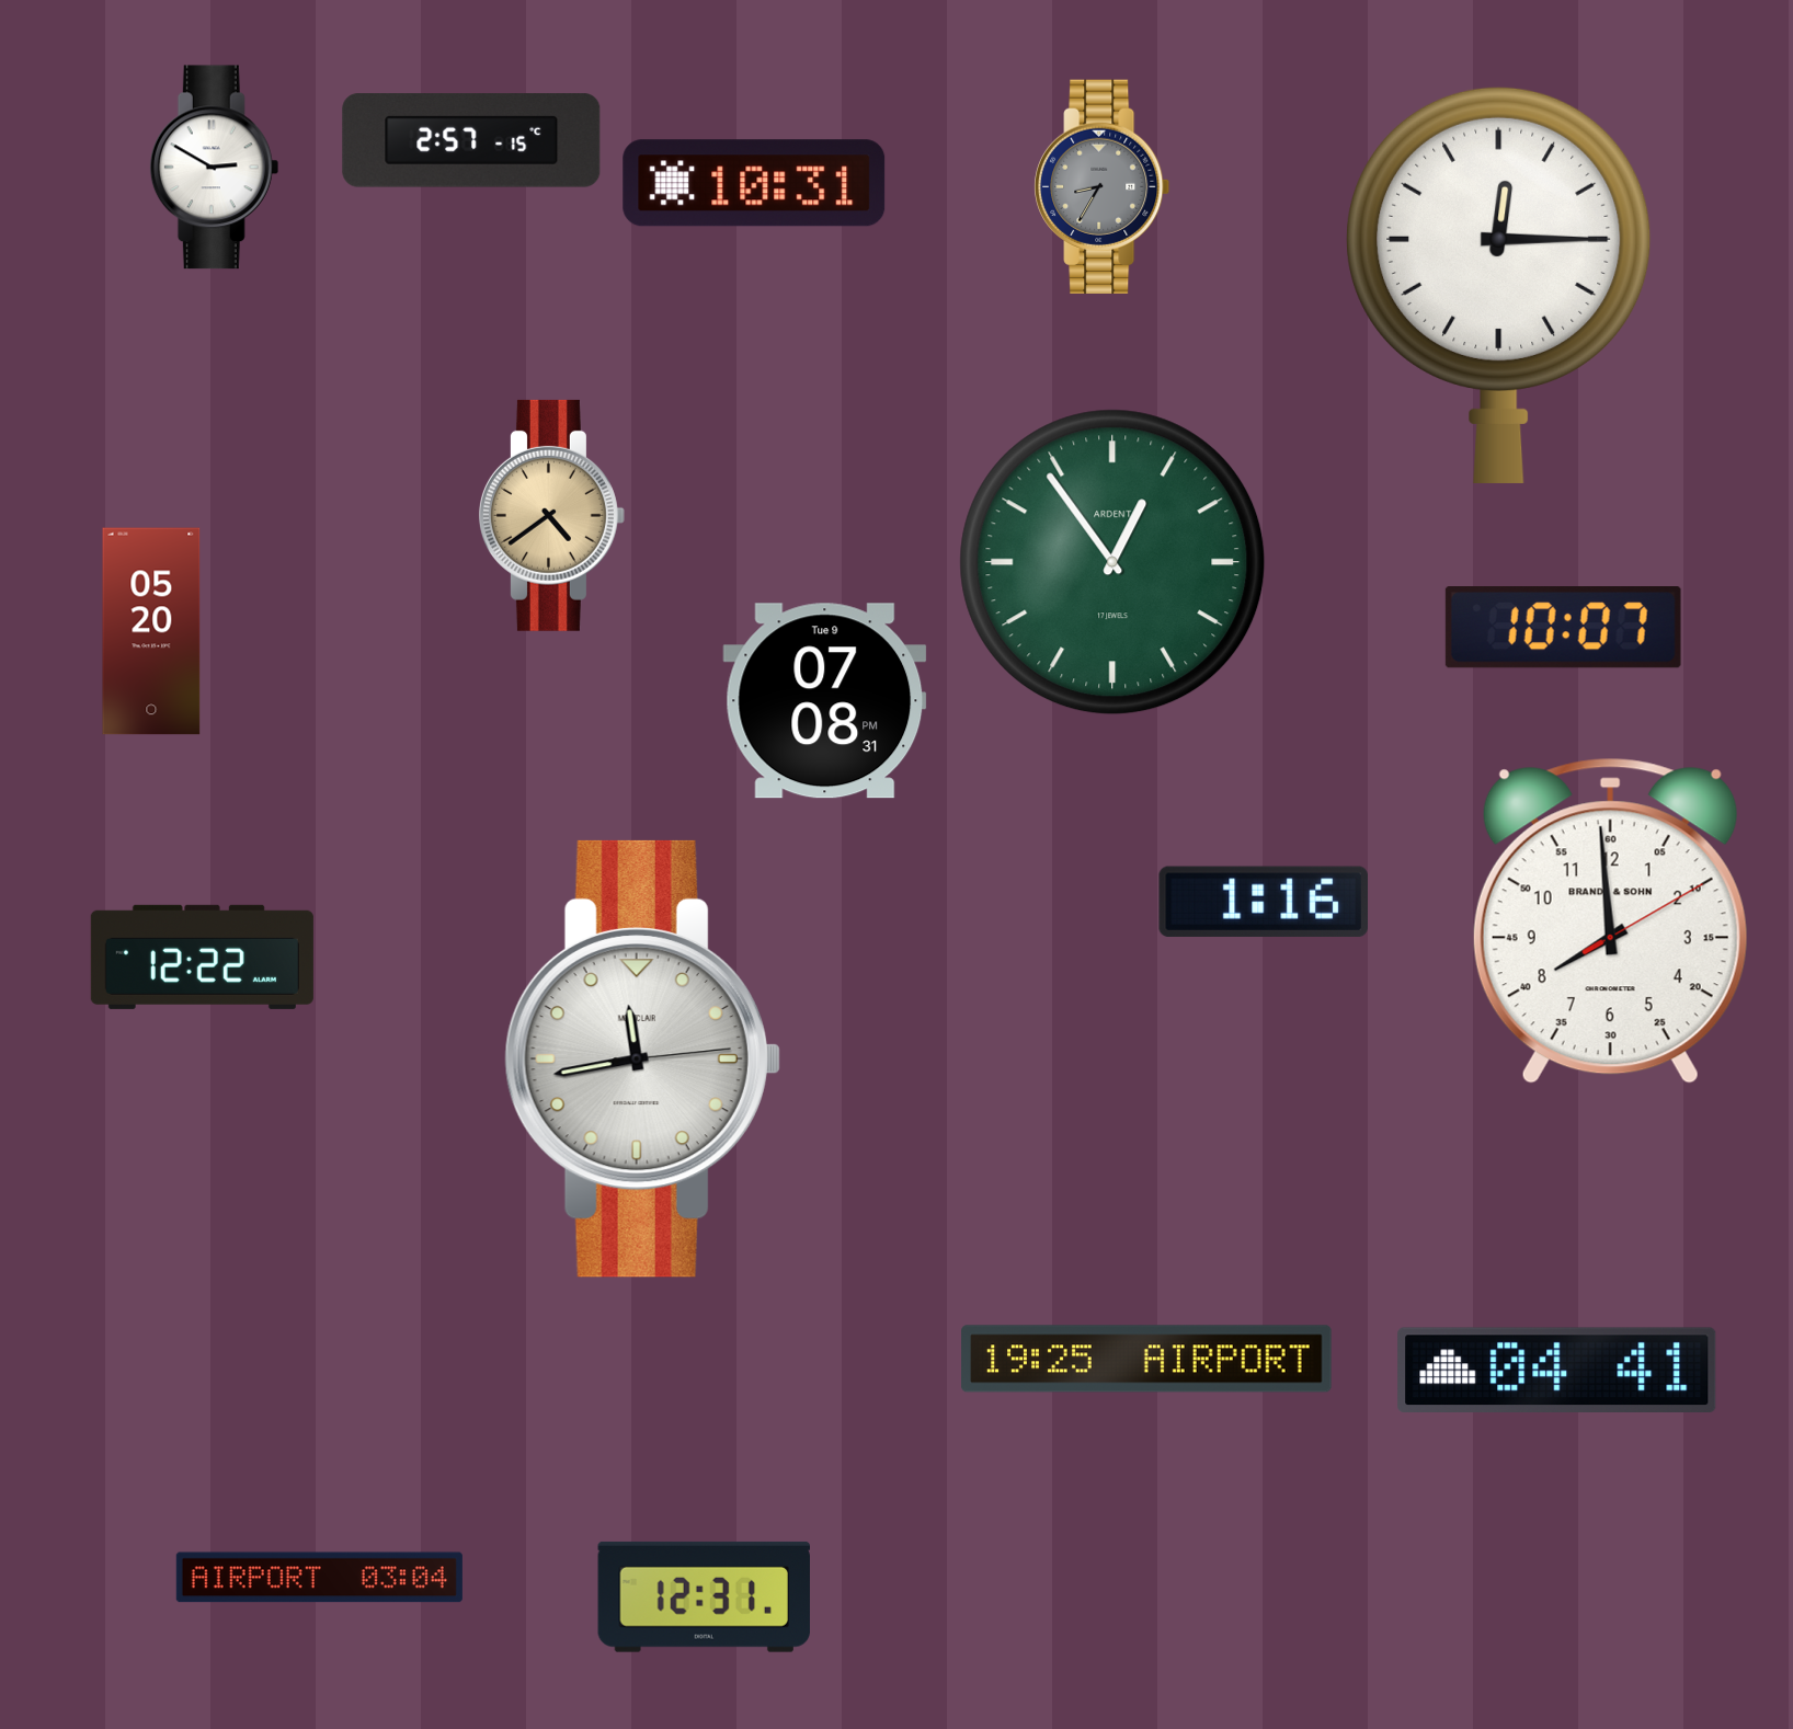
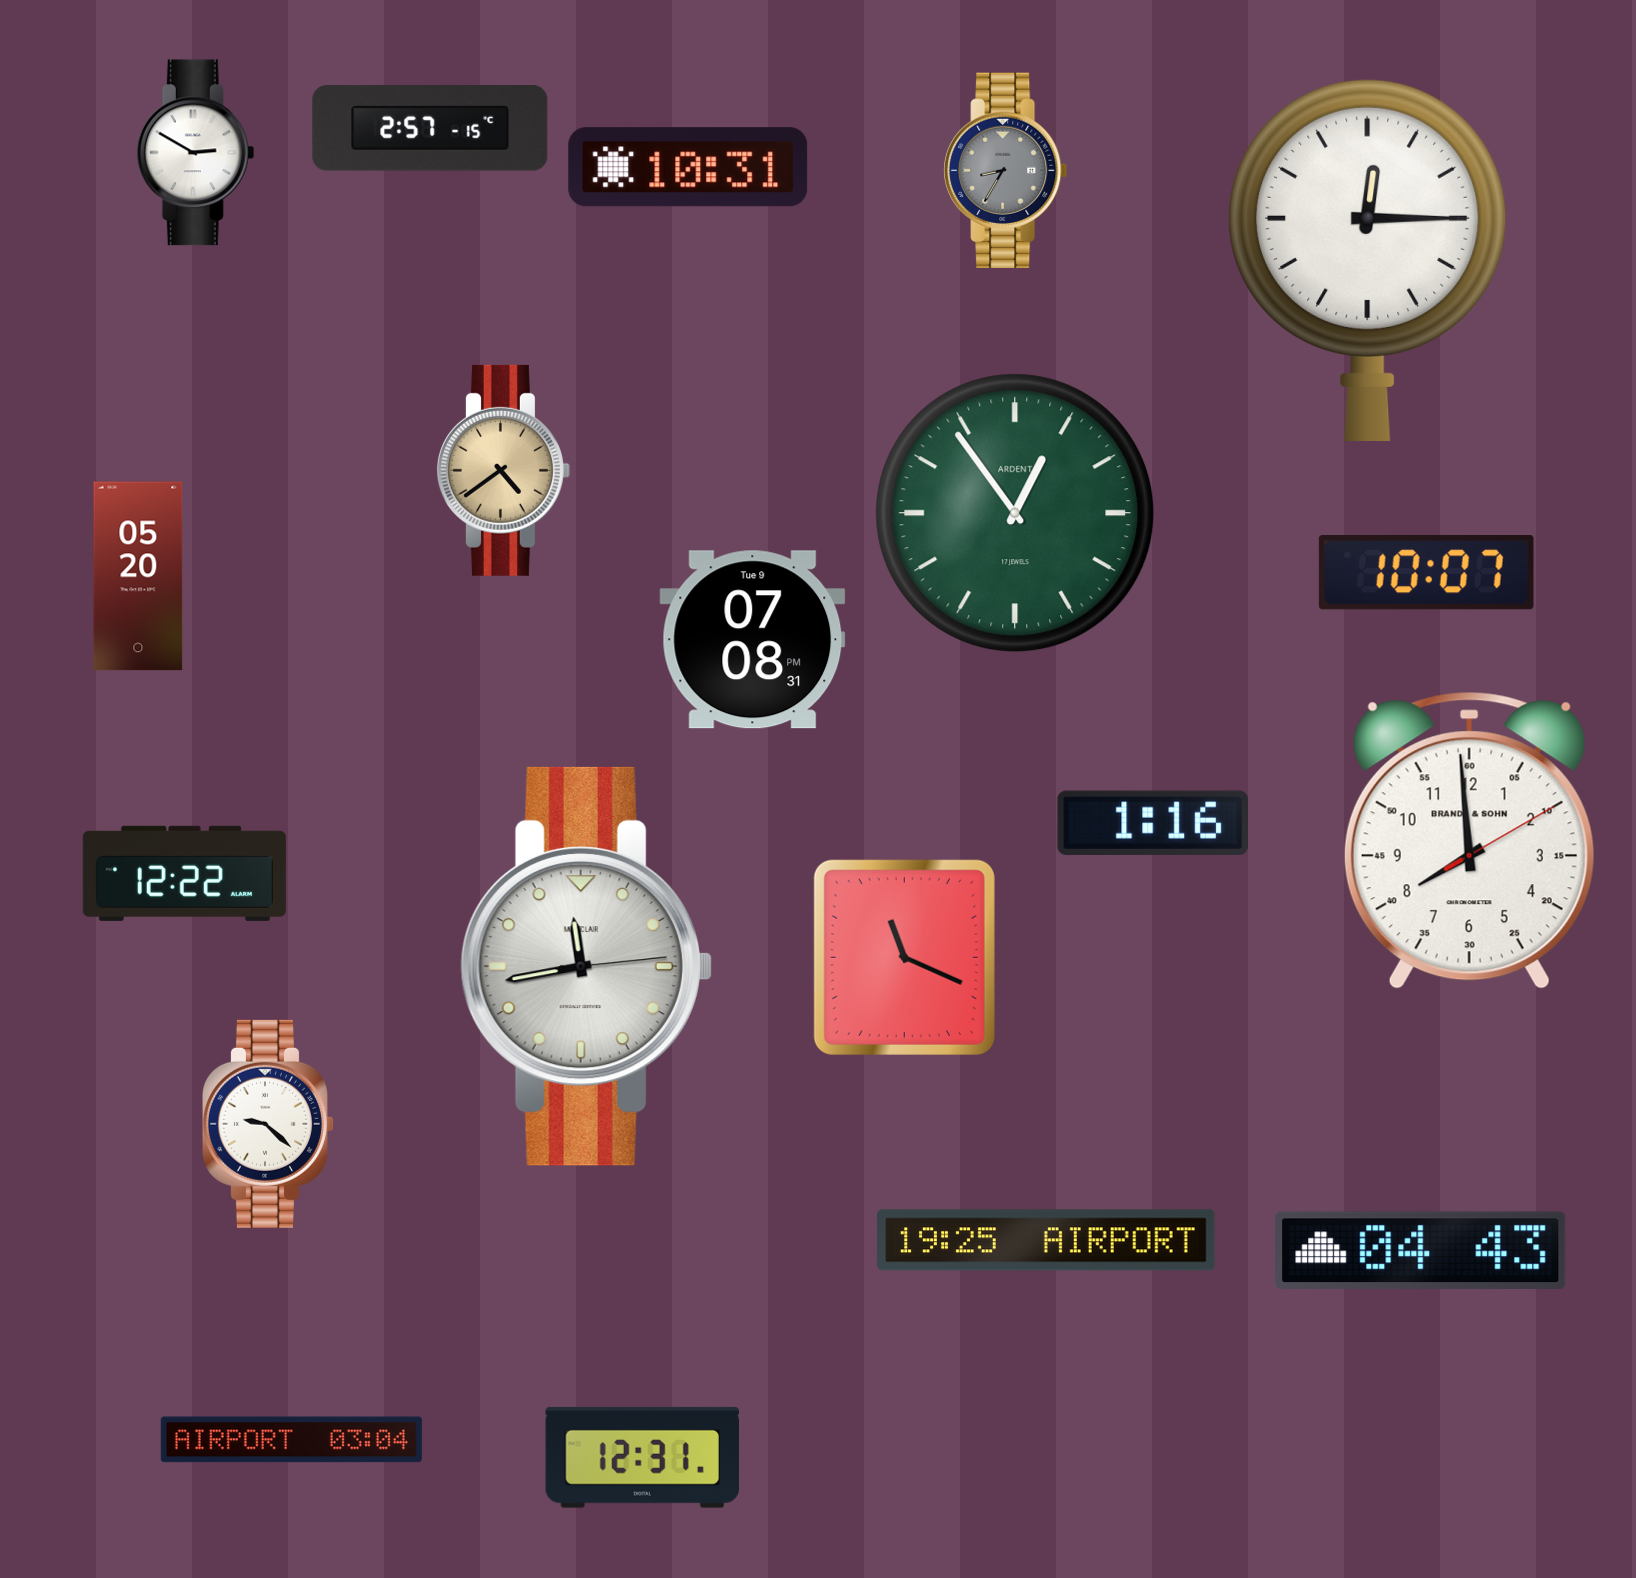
clock at (904, 957): none -> 11:19
clock at (268, 1124): none -> 9:22
clock at (1557, 1370): 04:41 -> 04:43
